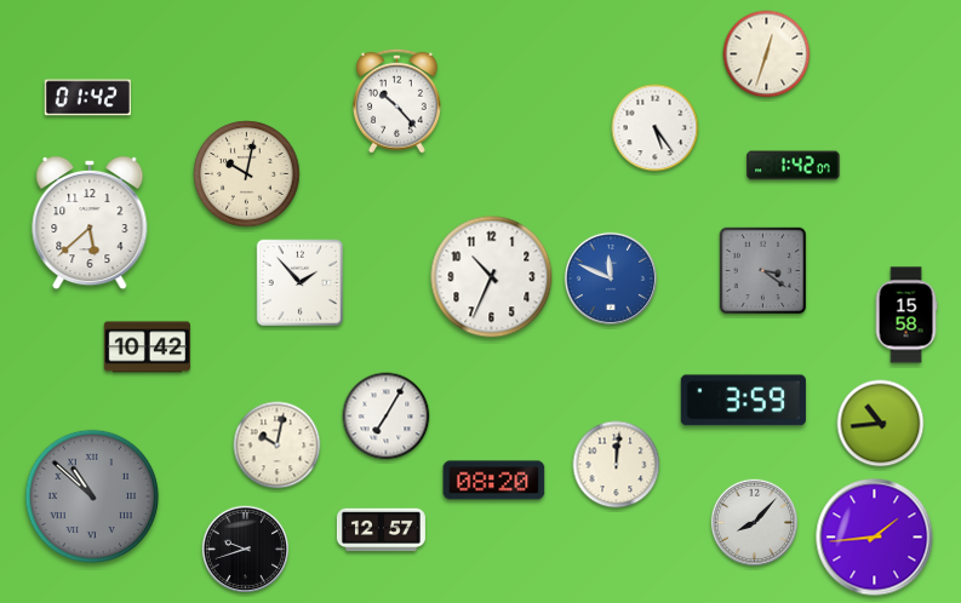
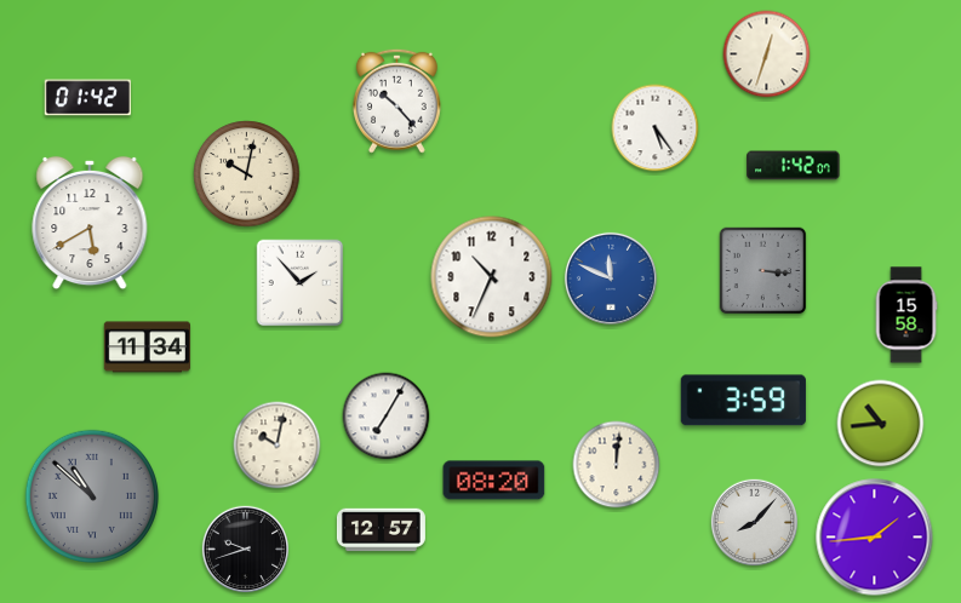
clock at (90, 223): 5:38 -> 5:40
clock at (763, 271): 3:21 -> 3:16
clock at (147, 348): 10:42 -> 11:34
